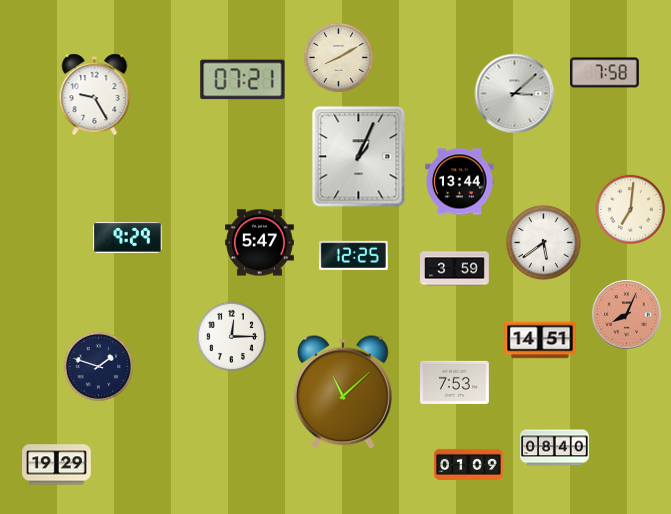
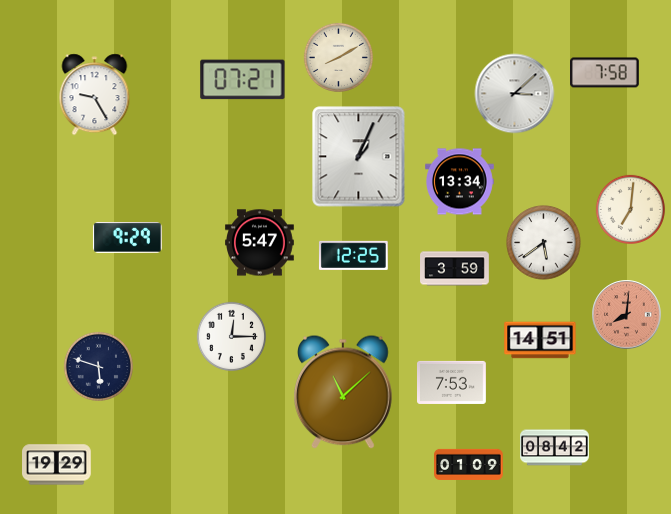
clock at (460, 182): 13:44 -> 13:34
clock at (627, 315): 8:04 -> 8:01
clock at (98, 366): 1:48 -> 5:48
clock at (455, 382) position: (455, 382) -> (452, 382)
clock at (555, 448): 08:40 -> 08:42
